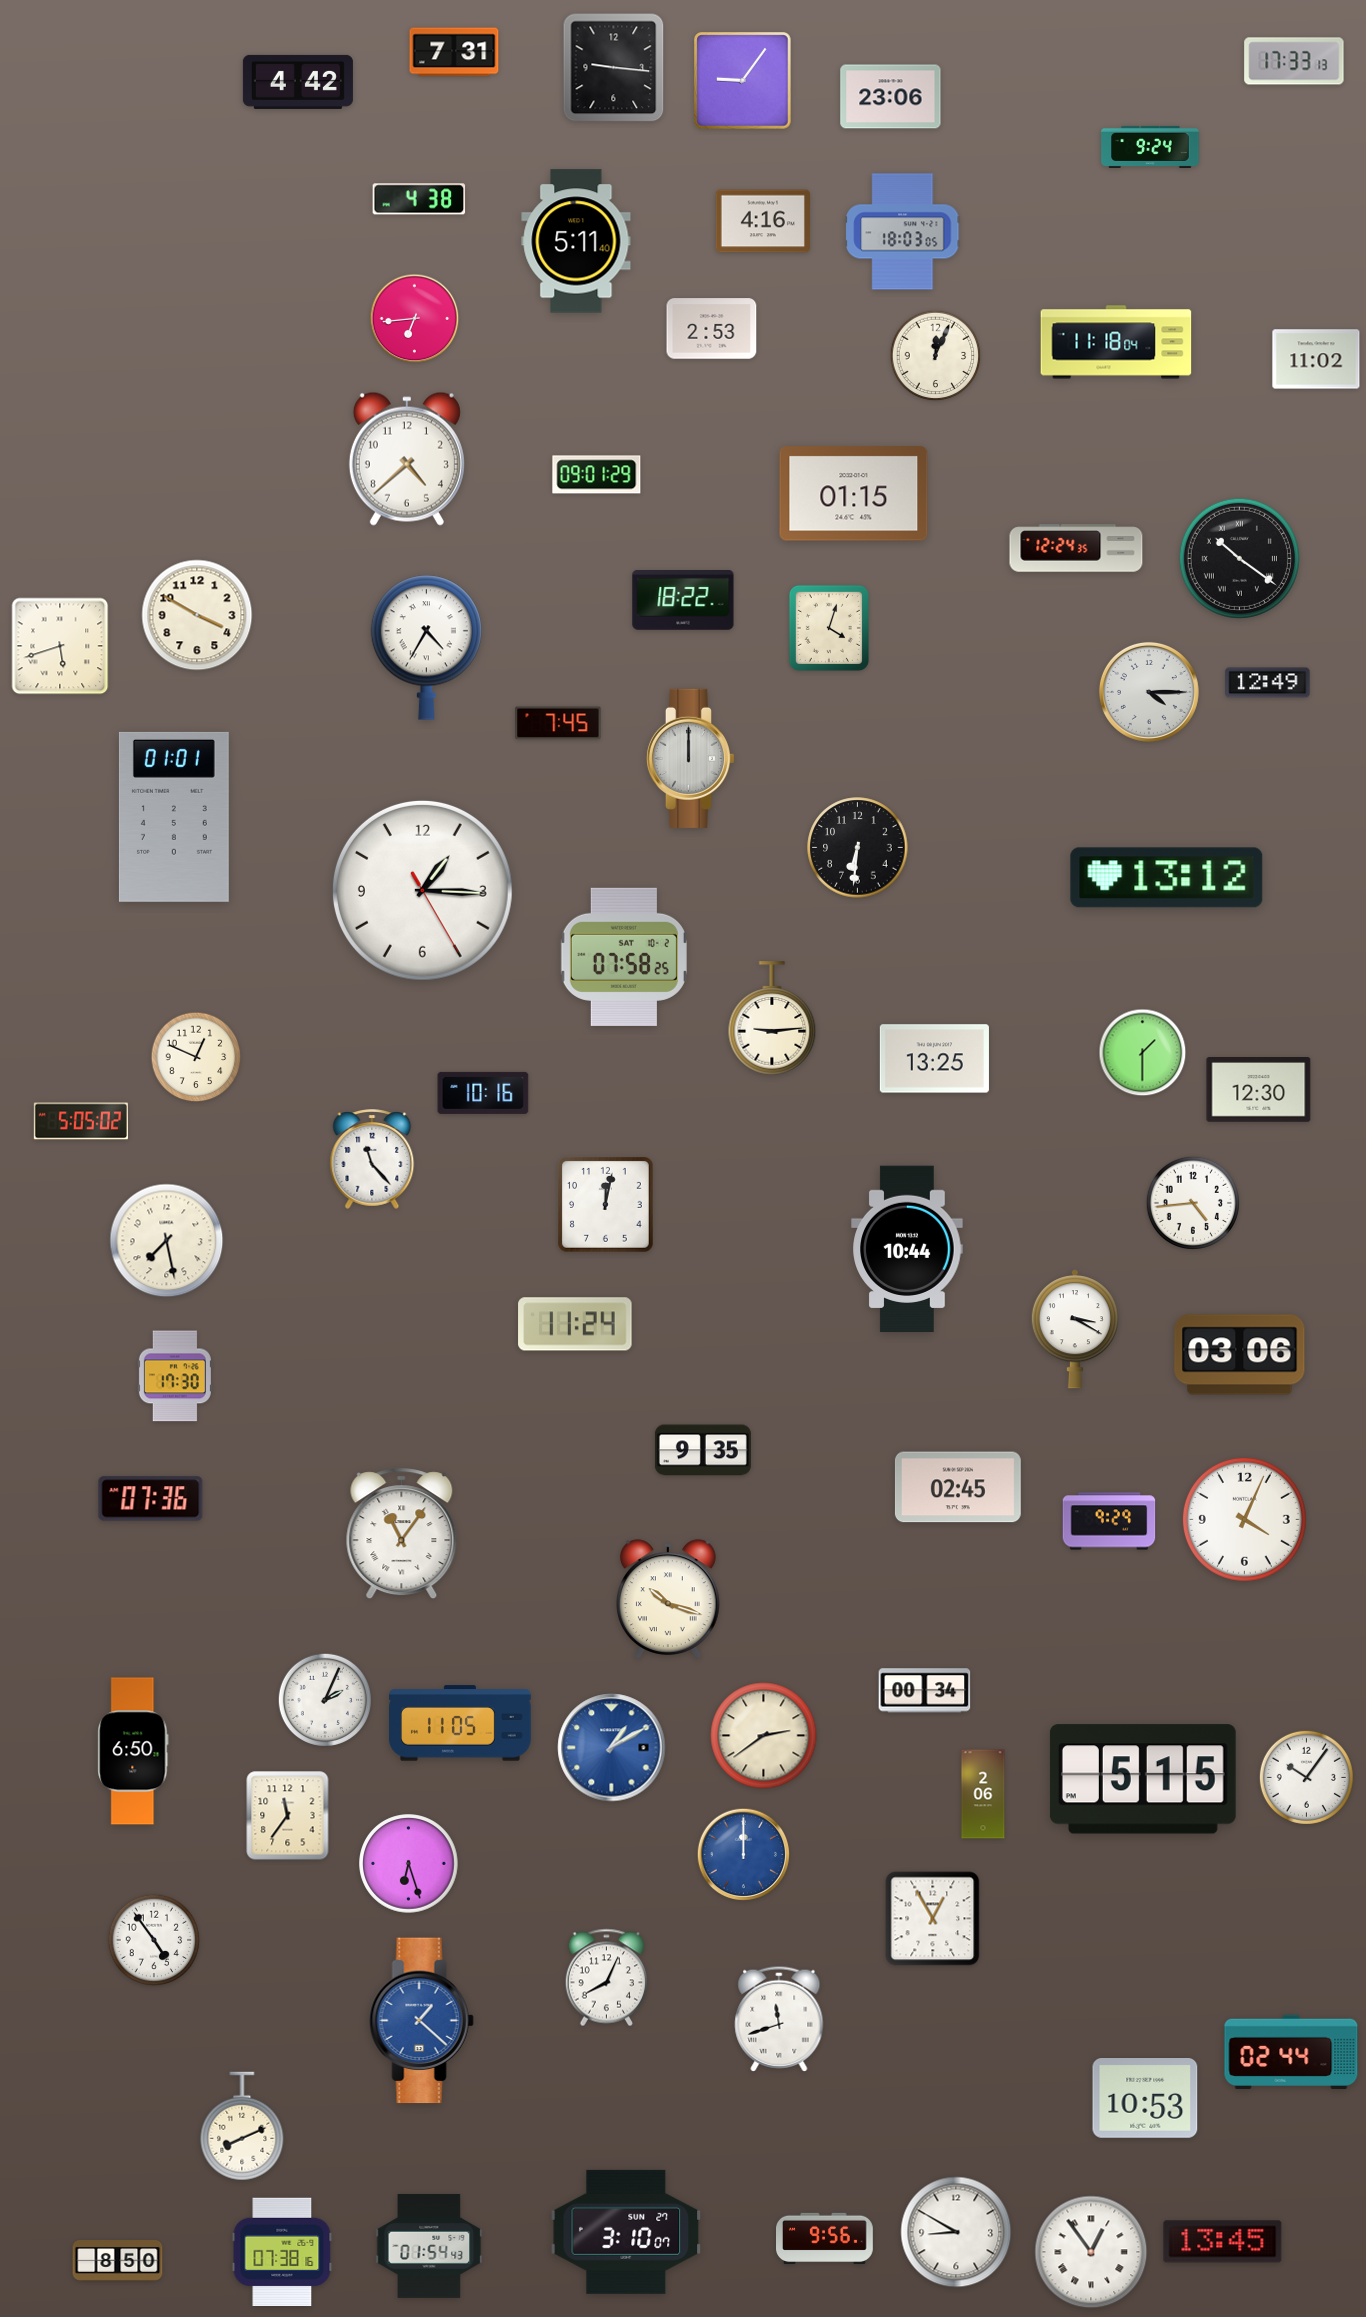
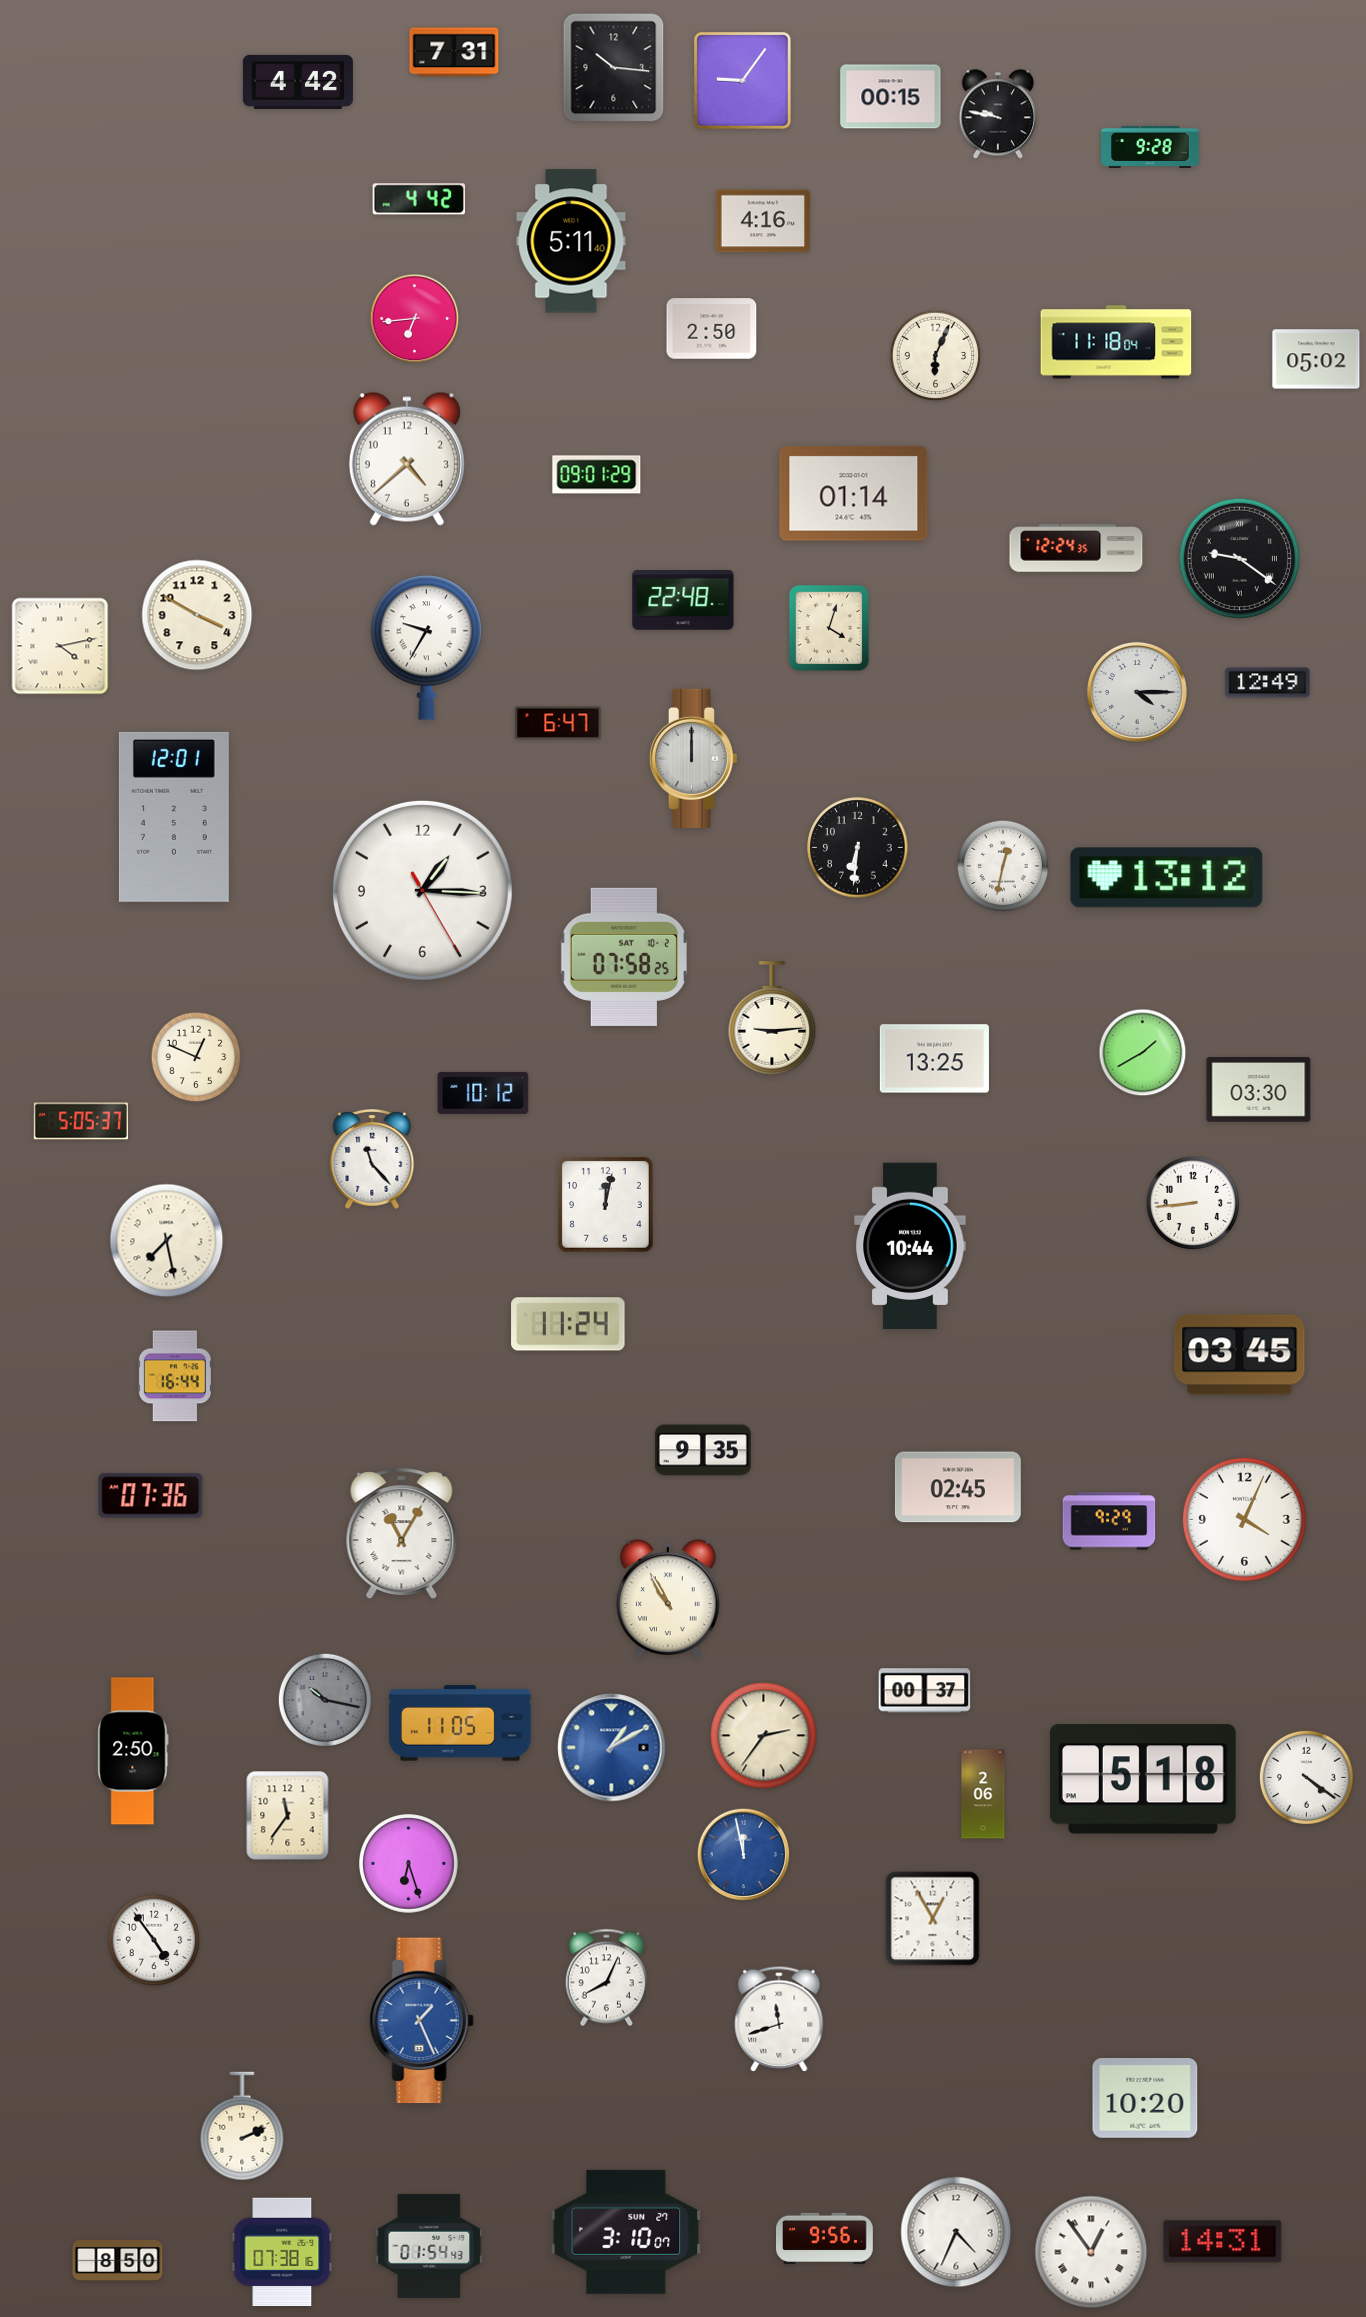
clock at (1294, 61): 17:33 -> none
clock at (614, 68): 9:16 -> 10:16
clock at (891, 97): 23:06 -> 00:15
clock at (998, 114): none -> 9:47
clock at (1150, 147): 9:24 -> 9:28
clock at (419, 199): 4:38 -> 4:42
clock at (903, 232): 18:03 -> none
clock at (576, 241) position: (576, 241) -> (571, 241)
clock at (712, 329): 2:53 -> 2:50
clock at (936, 356): 12:04 -> 6:04
clock at (1316, 359): 11:02 -> 05:02
clock at (854, 494): 01:15 -> 01:14
clock at (1239, 558): 10:21 -> 9:21
clock at (683, 601): 18:22 -> 22:48
clock at (60, 646): 5:42 -> 4:13
clock at (426, 647): 4:35 -> 9:35
clock at (1149, 692) position: (1149, 692) -> (1137, 692)
clock at (558, 723): 7:45 -> 6:47
clock at (690, 758) position: (690, 758) -> (693, 758)
clock at (174, 817): 01:01 -> 12:01
clock at (1003, 866): none -> 12:32
clock at (1143, 1053): 1:30 -> 1:40
clock at (1259, 1090): 12:30 -> 03:30
clock at (483, 1093): 10:16 -> 10:12
clock at (80, 1121): 5:05:02 -> 5:05:37
clock at (1192, 1202): 4:44 -> 8:44
clock at (907, 1249) position: (907, 1249) -> (910, 1246)
clock at (575, 1324) position: (575, 1324) -> (568, 1324)
clock at (1075, 1329): 3:20 -> none
clock at (1240, 1355): 03:06 -> 03:45
clock at (175, 1376): 17:30 -> 16:44
clock at (151, 1499) position: (151, 1499) -> (151, 1496)
clock at (402, 1534): 11:06 -> 11:05
clock at (668, 1599): 10:18 -> 10:55
clock at (925, 1691): 00:34 -> 00:37
clock at (324, 1699): 2:04 -> 10:17
clock at (324, 1699) dial: white -> grey
clock at (764, 1736): 2:39 -> 2:36
clock at (133, 1751): 6:50 -> 2:50
clock at (1306, 1777): 10:06 -> 4:21
clock at (1143, 1779): 5:15 -> 5:18
clock at (744, 1855): 12:00 -> 11:58
clock at (421, 2021): 1:22 -> 1:26
clock at (1291, 2052): 02:44 -> none
clock at (1145, 2099): 10:53 -> 10:20
clock at (242, 2126): 8:11 -> 2:11
clock at (956, 2232): 8:50 -> 4:34
clock at (1223, 2242): 13:45 -> 14:31
